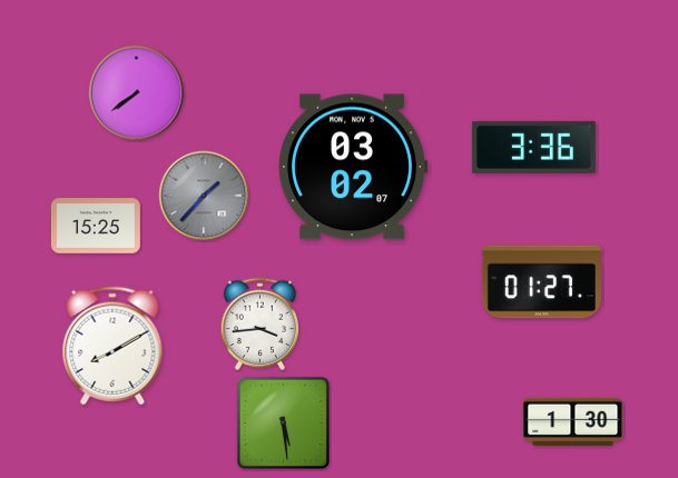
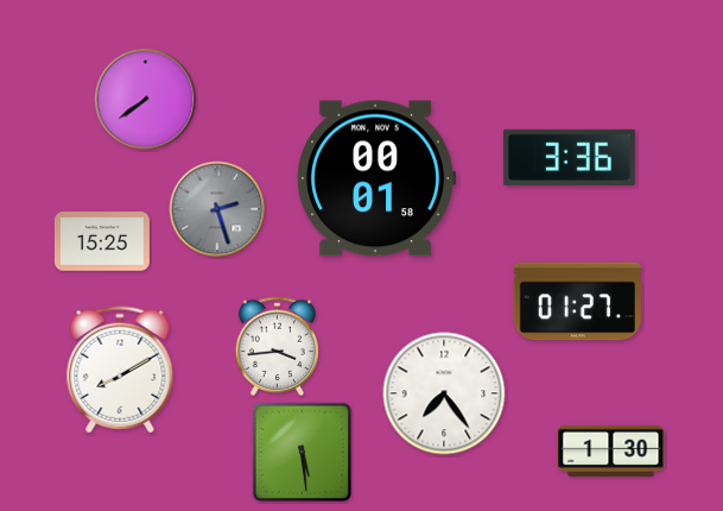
clock at (353, 167): 03:02 -> 00:01
clock at (204, 196): 1:37 -> 2:27
clock at (444, 393): none -> 7:24
